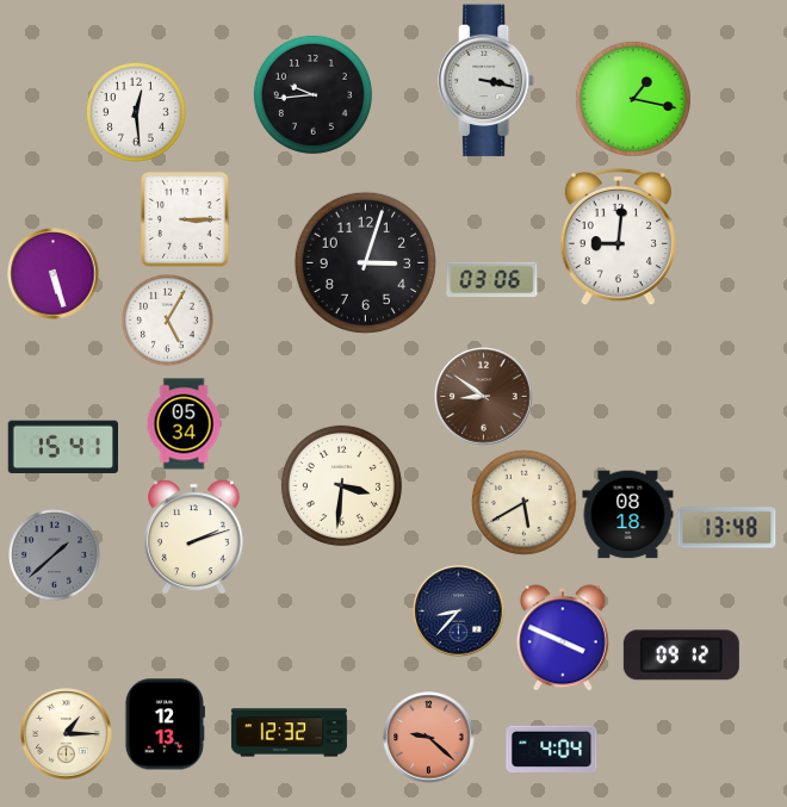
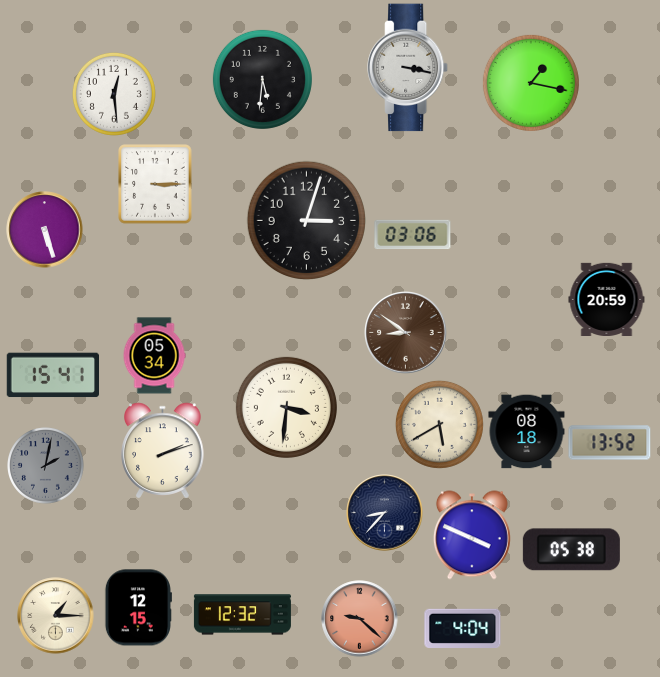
clock at (312, 94): 9:44 -> 5:31
clock at (618, 237): 9:01 -> none
clock at (168, 321): 5:05 -> none
clock at (607, 299): none -> 20:59
clock at (523, 502) position: (523, 502) -> (439, 424)
clock at (727, 528): 13:48 -> 13:52
clock at (55, 555): 1:38 -> 2:02
clock at (681, 656): 09:12 -> 05:38
clock at (165, 725): 12:13 -> 12:15
